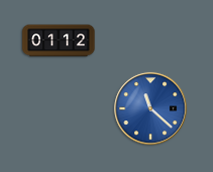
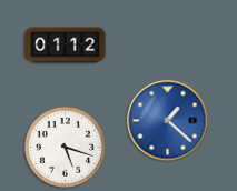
clock at (151, 109): 11:22 -> 1:22
clock at (66, 148): none -> 5:18
